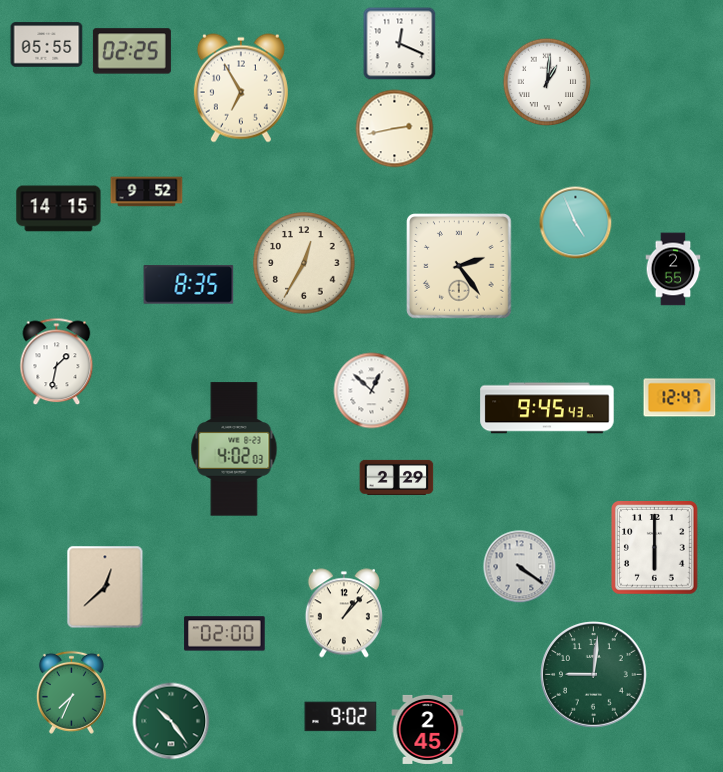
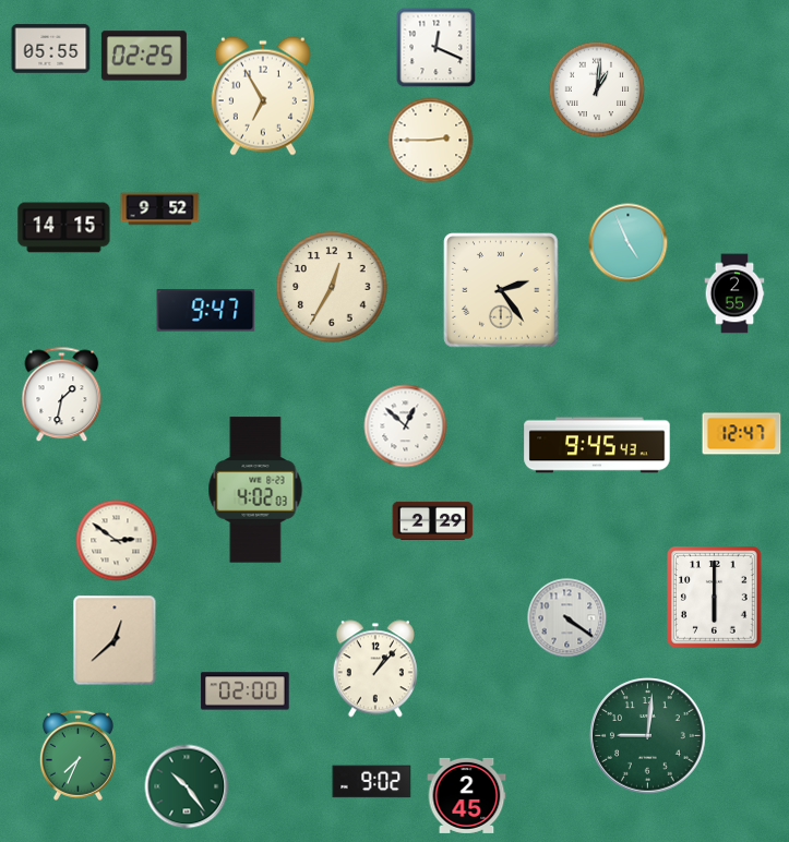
clock at (395, 129): 2:43 -> 2:45
clock at (189, 285): 8:35 -> 9:47
clock at (117, 541): none -> 2:51
